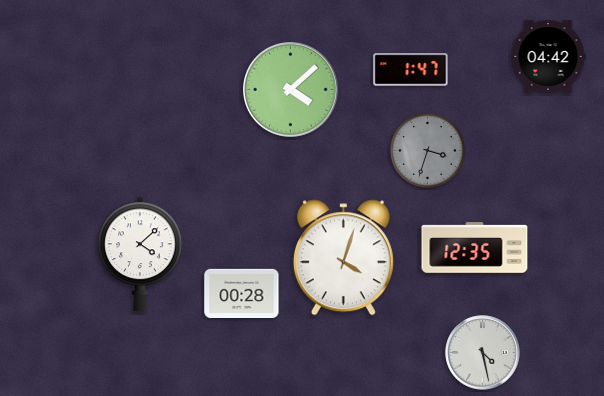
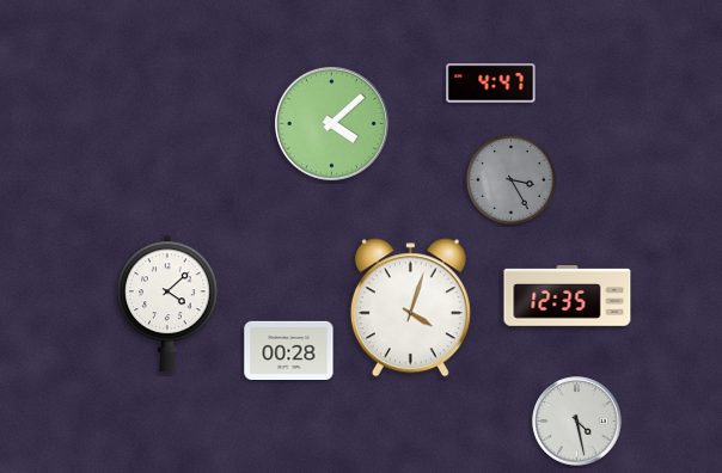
clock at (548, 57): 04:42 -> none
clock at (411, 70): 1:47 -> 4:47
clock at (291, 90) position: (291, 90) -> (332, 124)
clock at (427, 150): 3:33 -> 3:25
